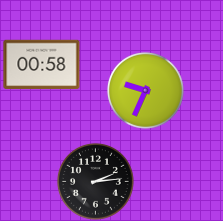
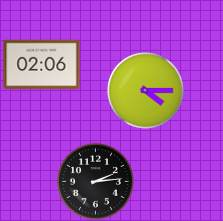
clock at (42, 65): 00:58 -> 02:06
clock at (145, 90): 9:34 -> 4:15
